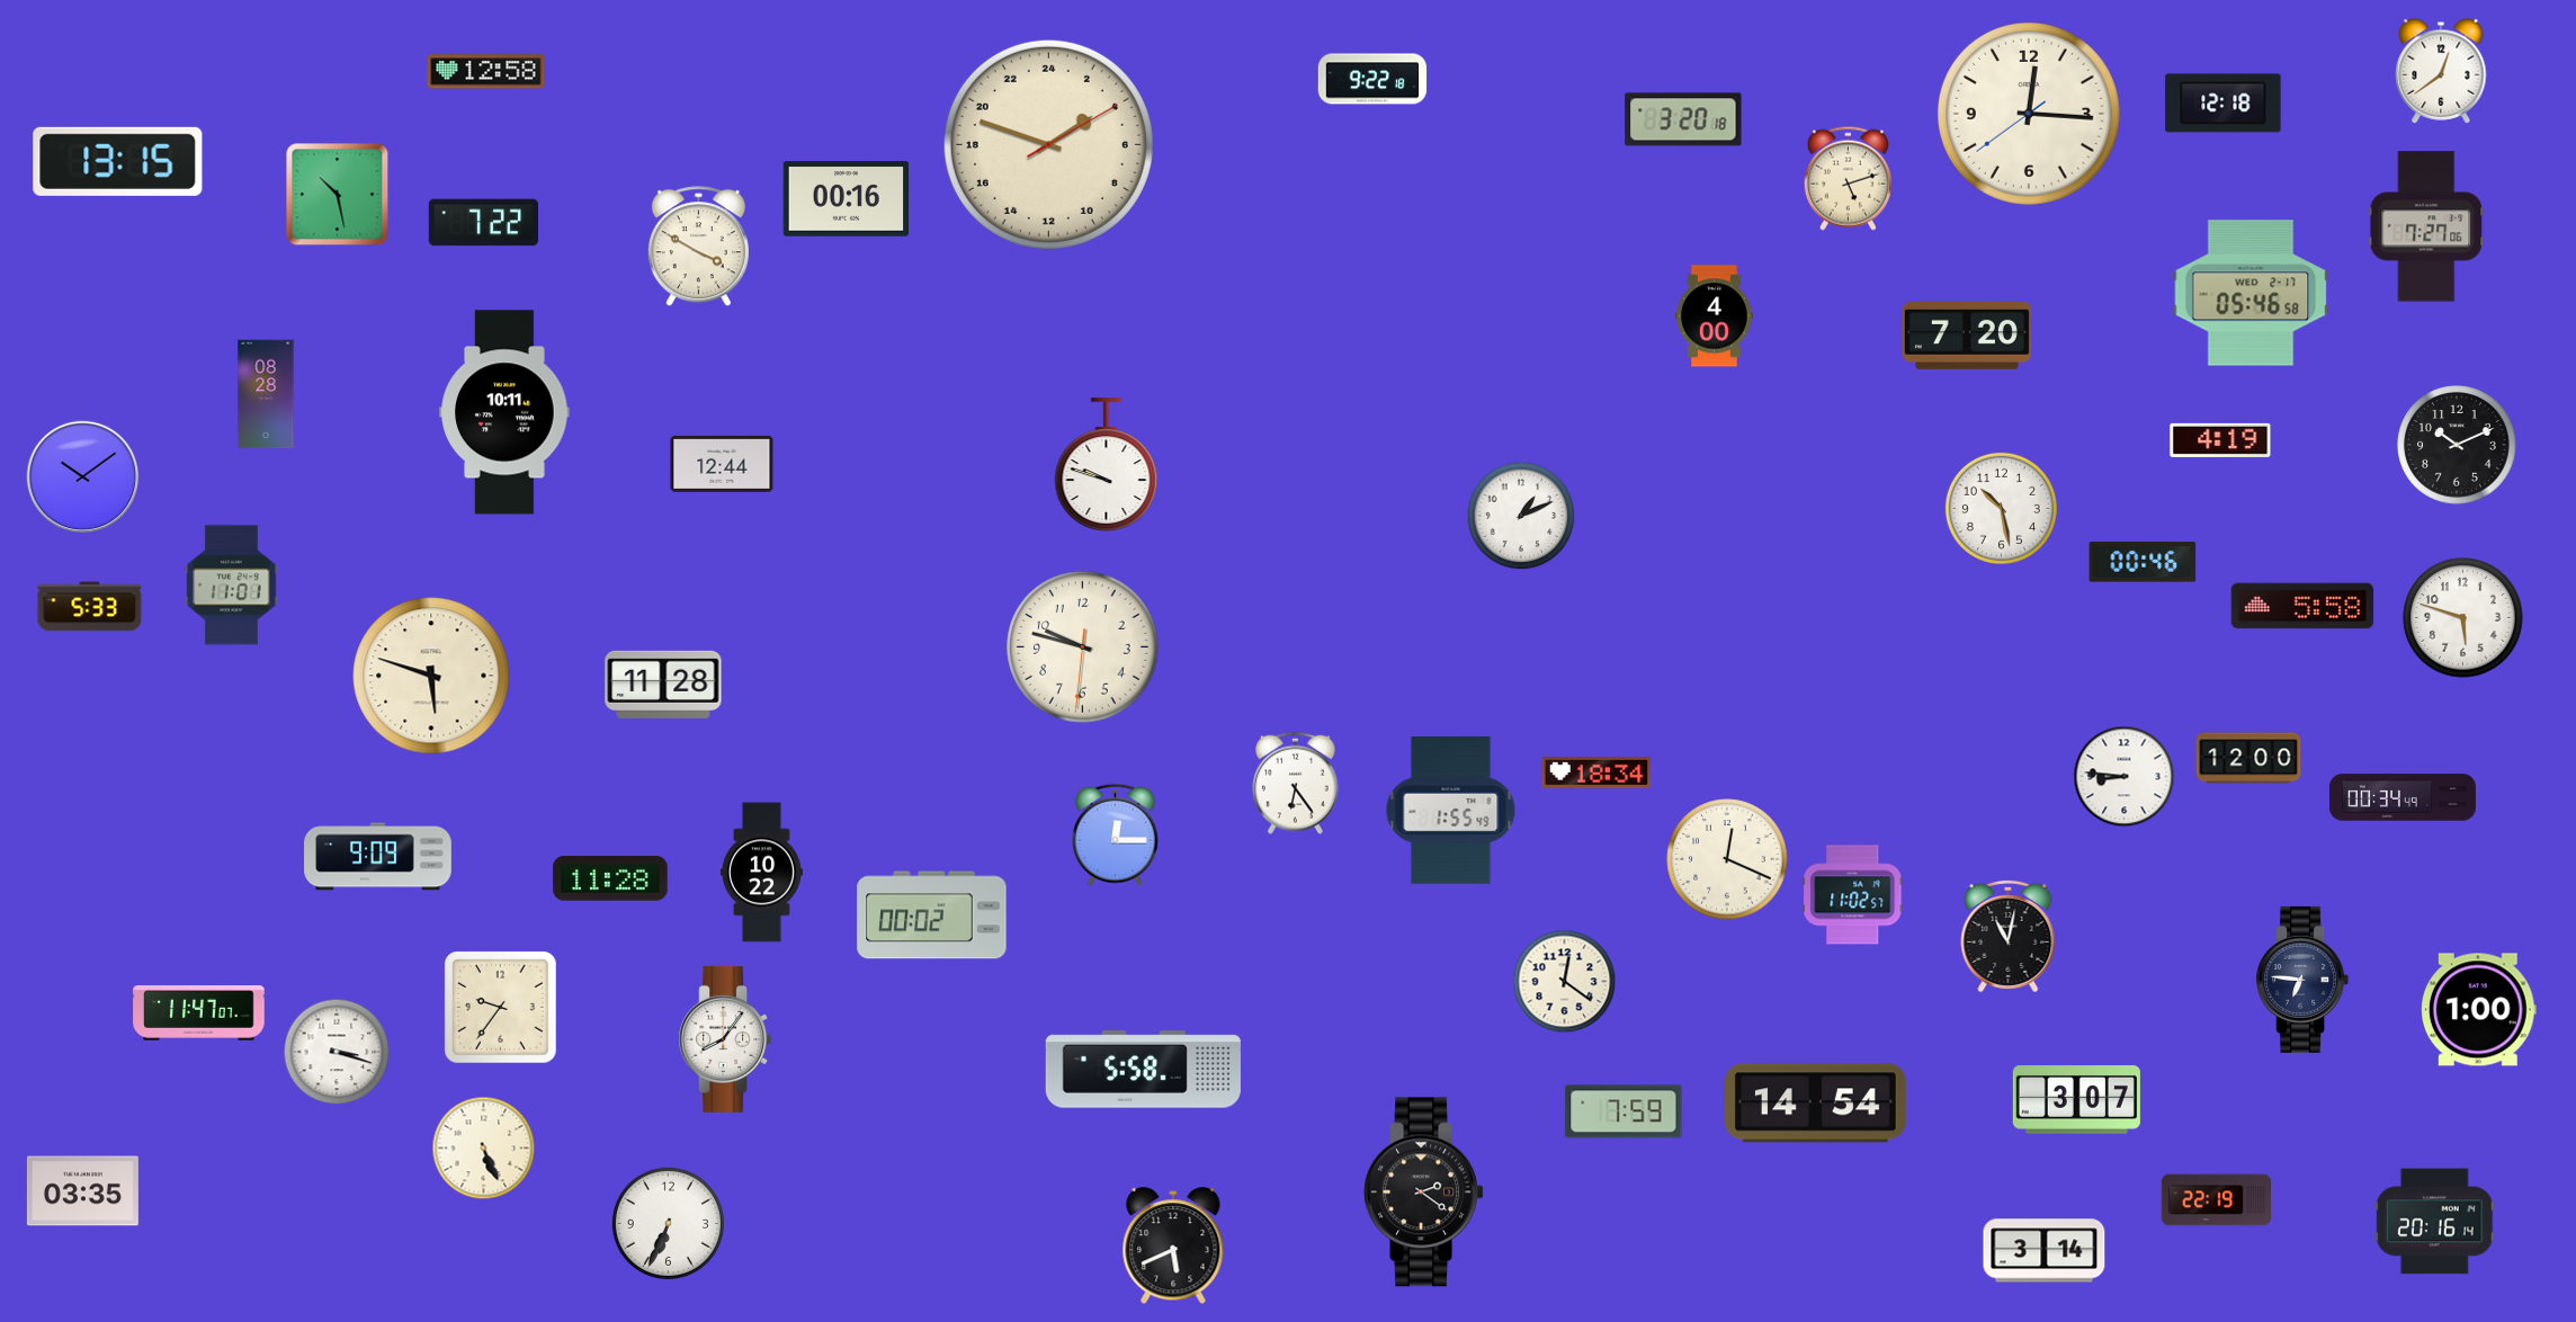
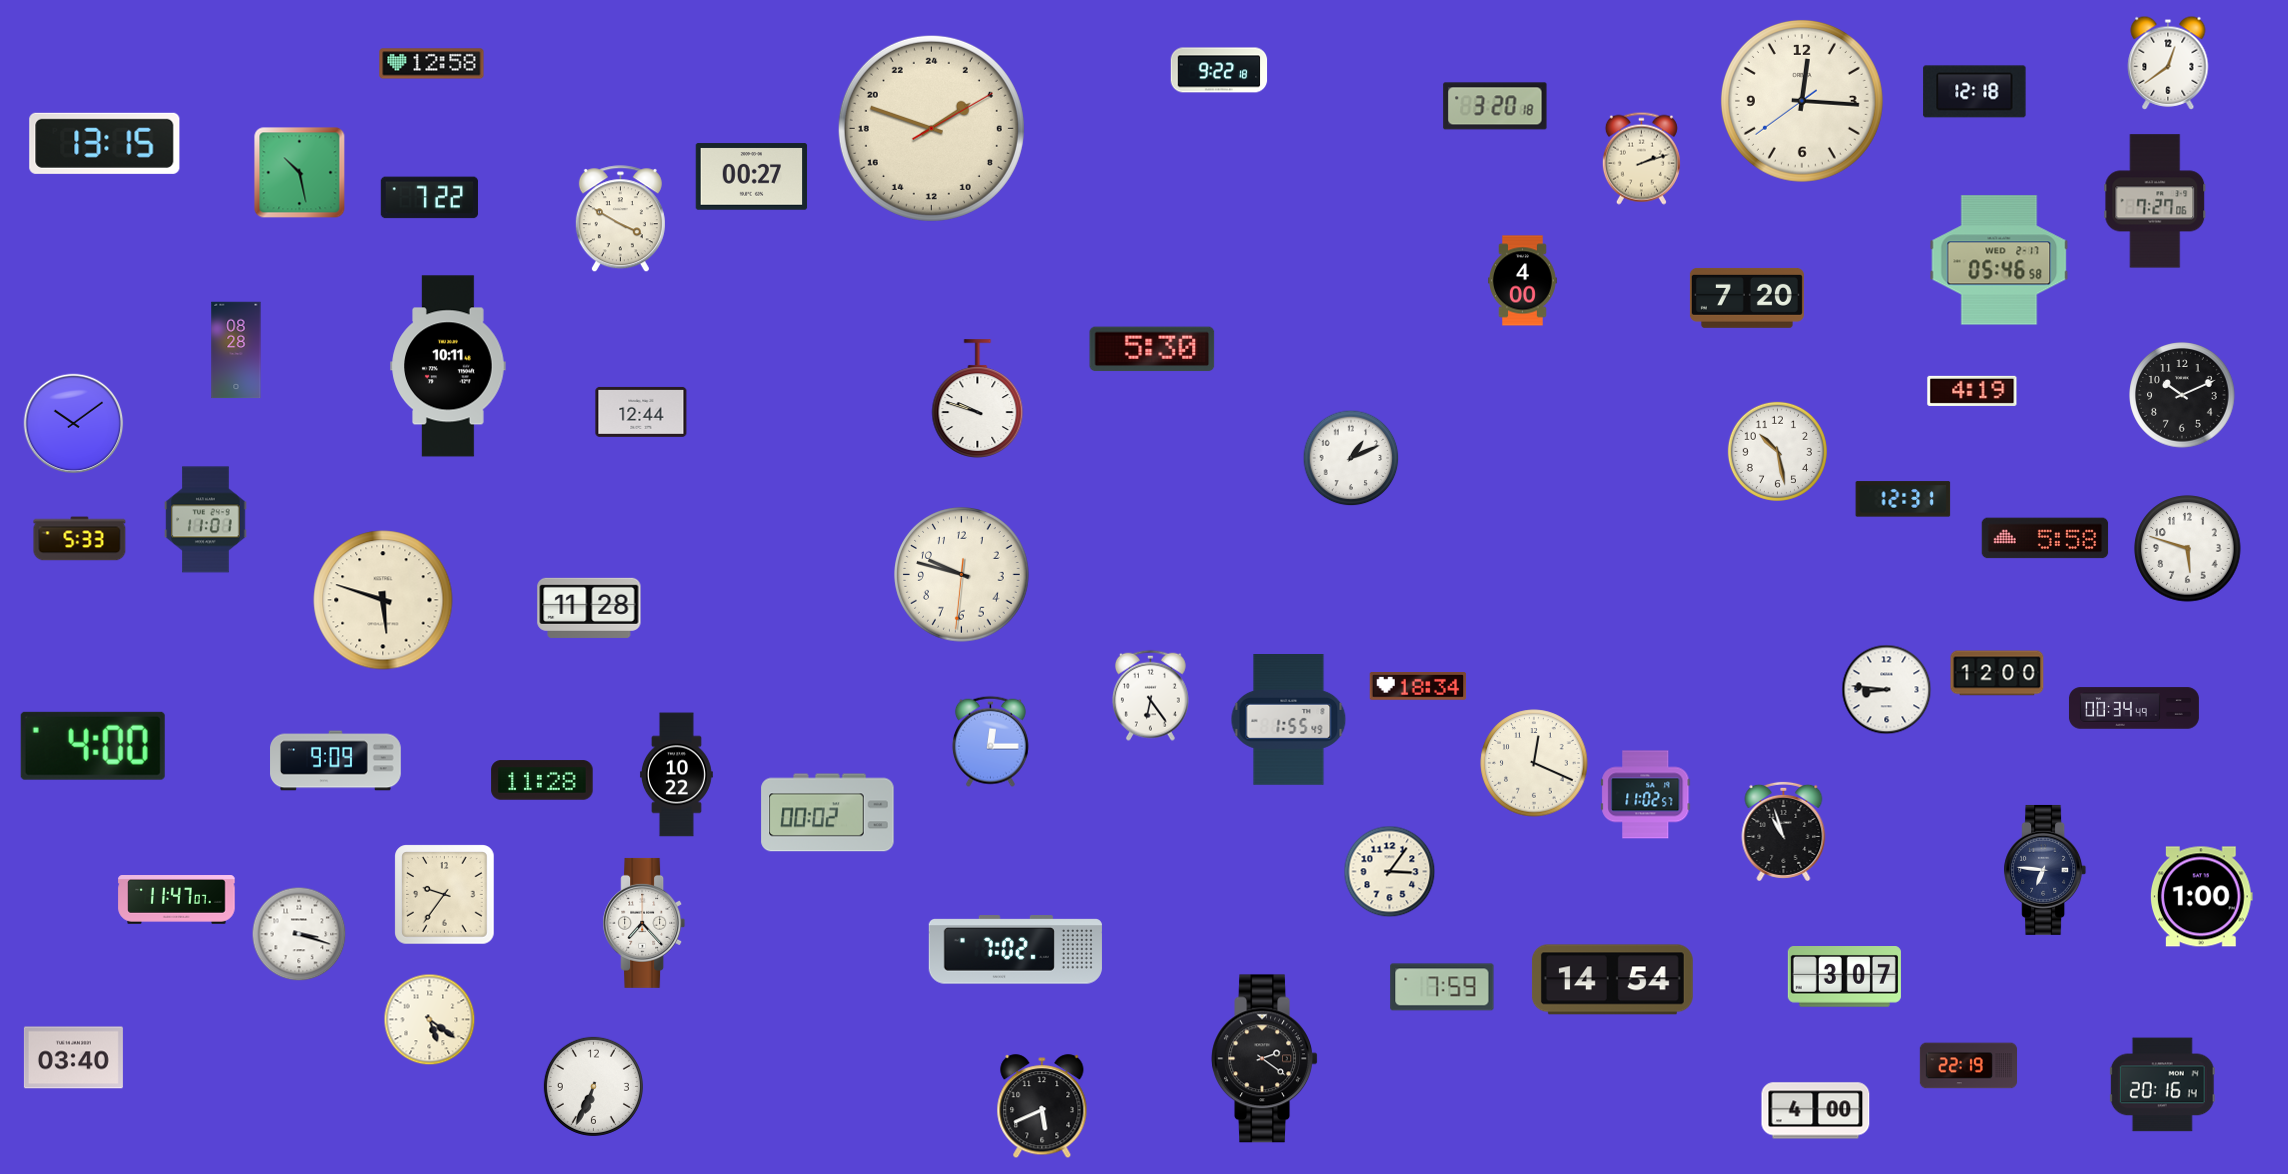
clock at (1848, 178): 5:12 -> 2:12
clock at (847, 199): 00:16 -> 00:27
clock at (1152, 349): none -> 5:30
clock at (1107, 465) position: (1107, 465) -> (978, 399)
clock at (2143, 562): 00:46 -> 12:31
clock at (93, 746): none -> 4:00
clock at (2009, 936): 11:02 -> 10:57
clock at (1565, 982): 12:21 -> 3:06
clock at (725, 1039): 8:06 -> 7:23
clock at (1143, 1070): 5:58 -> 7:02
clock at (484, 1149): 5:26 -> 5:21
clock at (82, 1191): 03:35 -> 03:40
clock at (2045, 1251): 3:14 -> 4:00
